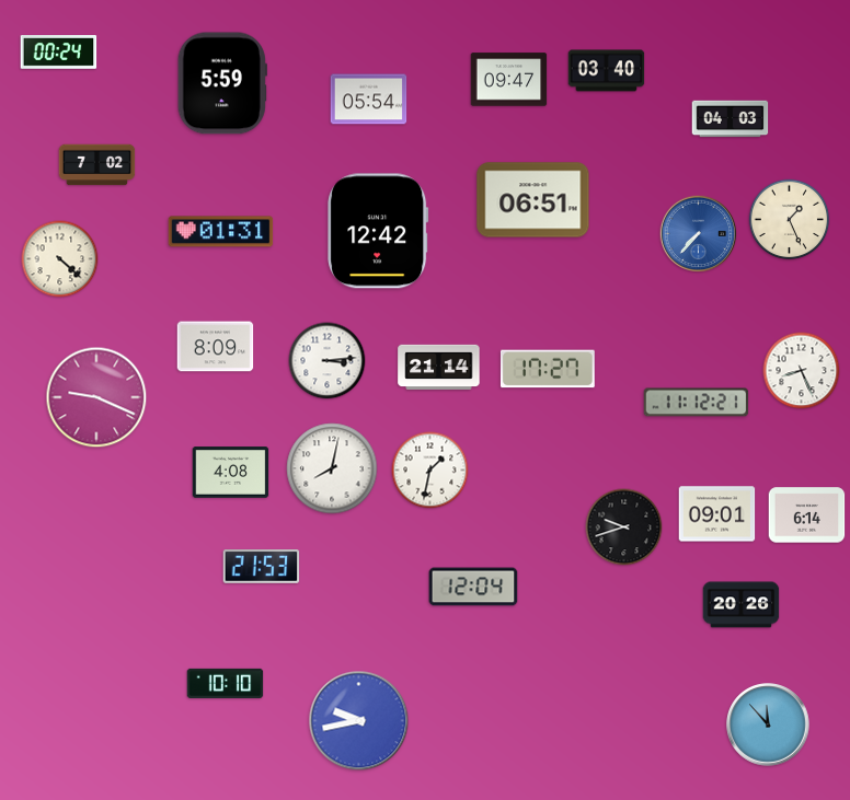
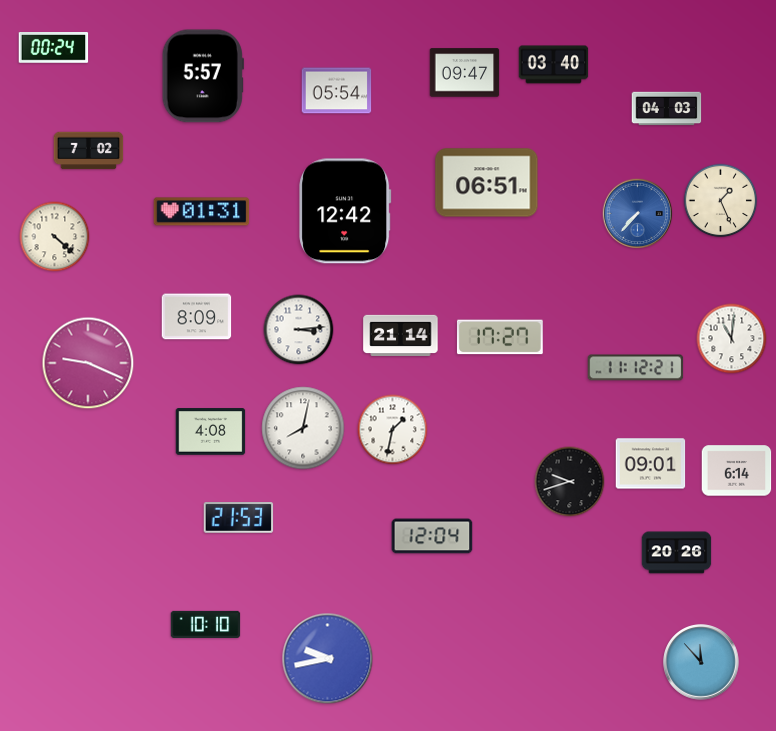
clock at (222, 83): 5:59 -> 5:57
clock at (802, 371): 8:26 -> 11:01
clock at (717, 514) position: (717, 514) -> (651, 464)
